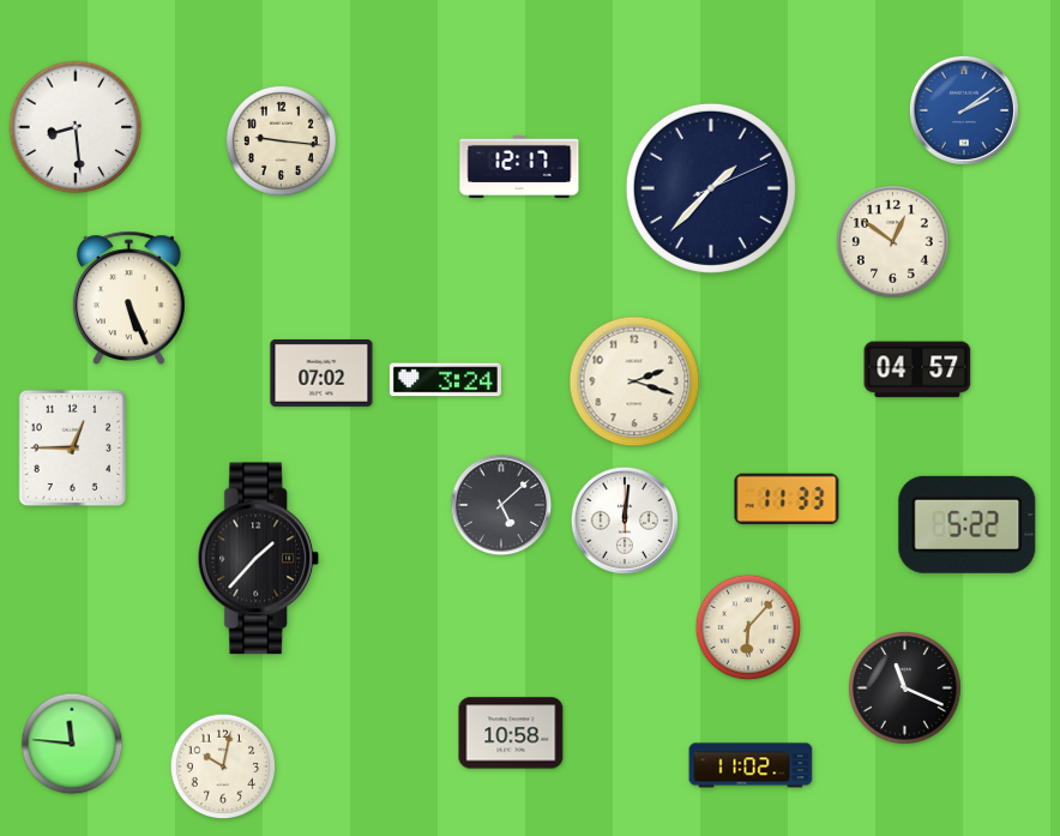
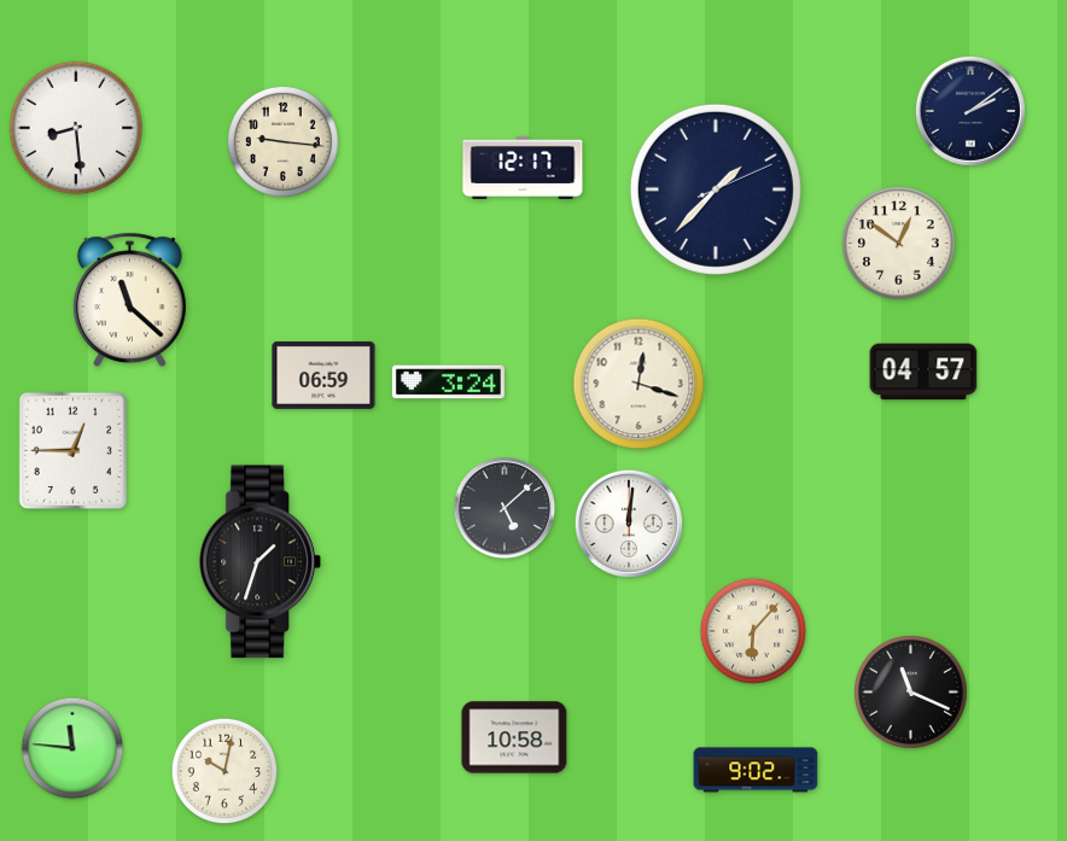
clock at (964, 110) dial: blue -> navy
clock at (128, 299): 5:26 -> 11:22
clock at (321, 373): 07:02 -> 06:59
clock at (634, 381): 2:18 -> 12:18
clock at (787, 499): 11:33 -> none
clock at (968, 524): 5:22 -> none
clock at (259, 559): 1:37 -> 1:33
clock at (751, 765): 11:02 -> 9:02
